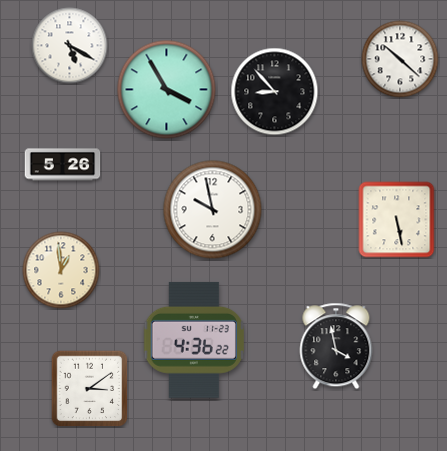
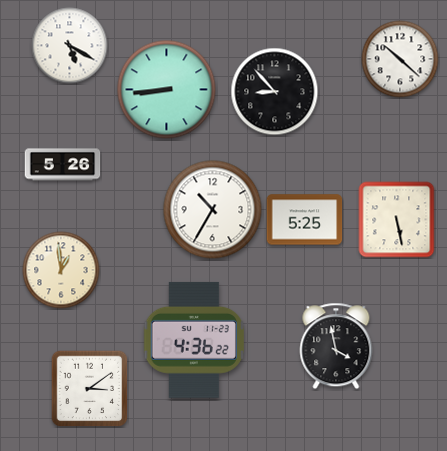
clock at (167, 90): 3:55 -> 8:44
clock at (213, 210): 9:58 -> 10:35
clock at (305, 220): none -> 5:25
